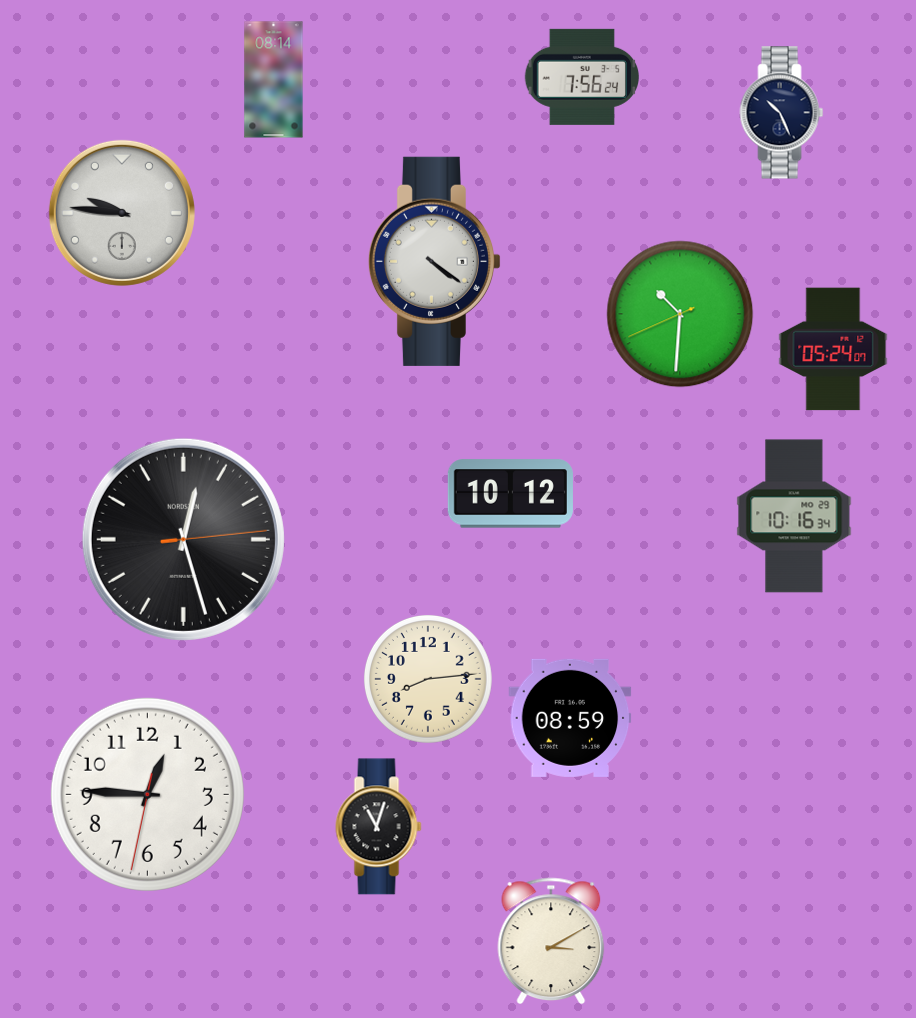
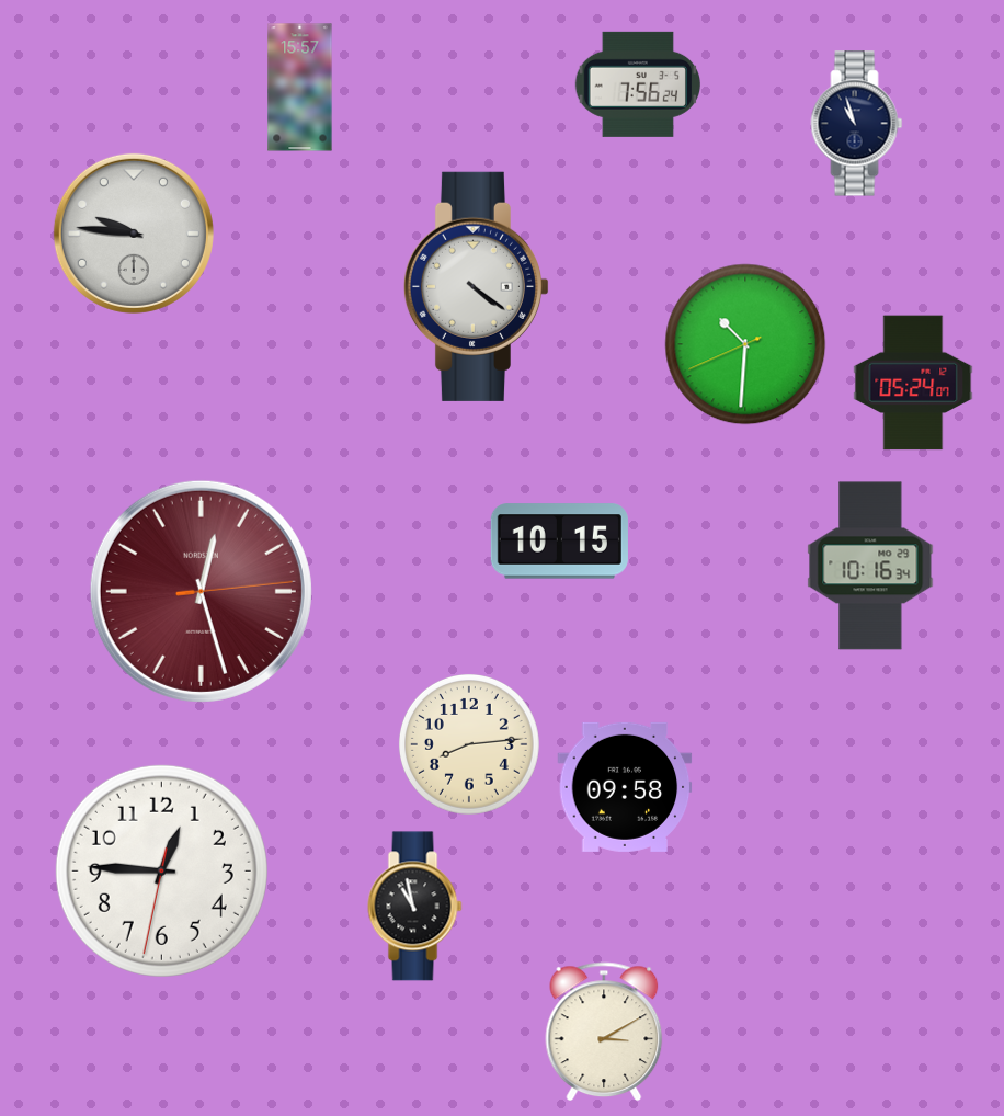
clock at (274, 80): 08:14 -> 15:57
clock at (782, 113): 10:26 -> 10:57
clock at (510, 494): 10:12 -> 10:15
clock at (183, 539) dial: black -> burgundy
clock at (570, 718): 08:59 -> 09:58
clock at (379, 827): 11:03 -> 10:58
